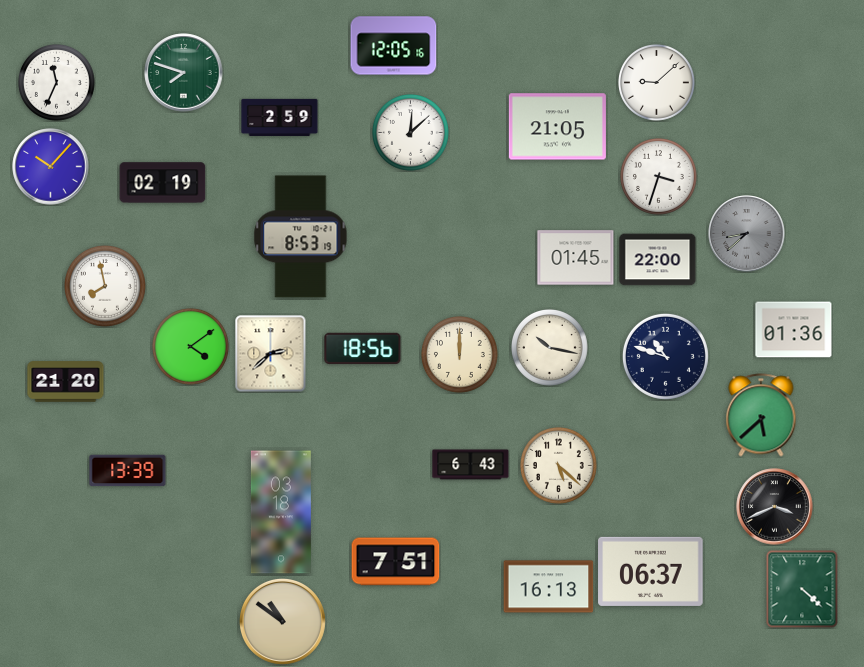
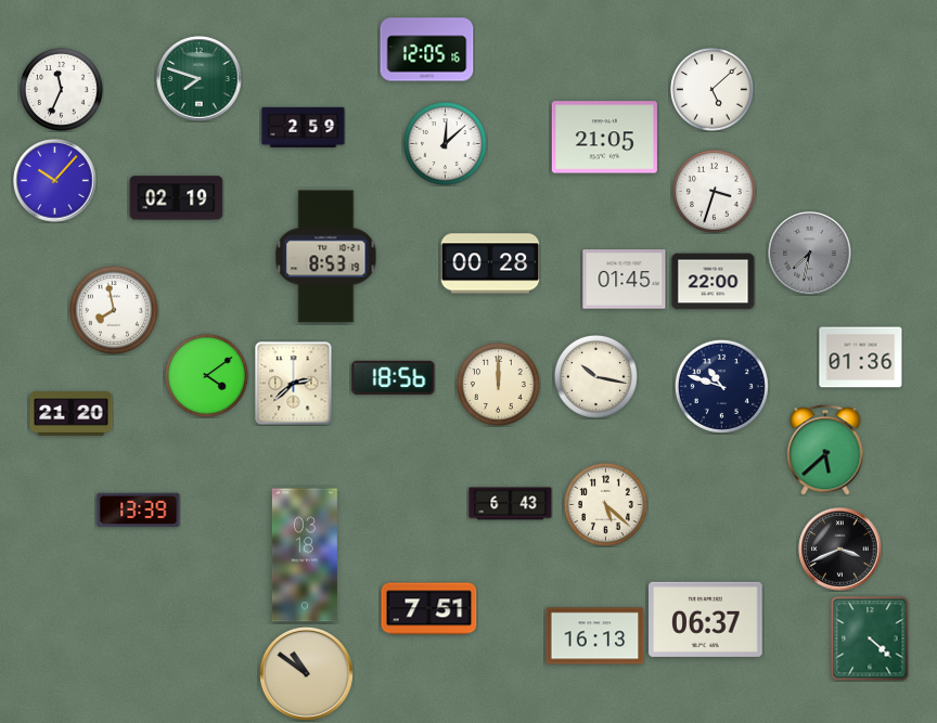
clock at (657, 83): 9:08 -> 5:08
clock at (747, 234): 8:38 -> 7:32
clock at (490, 263): none -> 00:28
